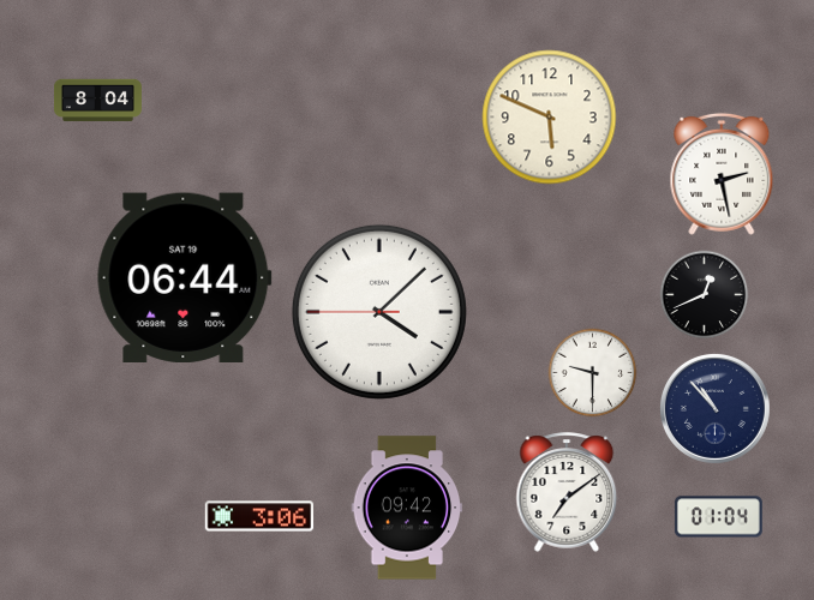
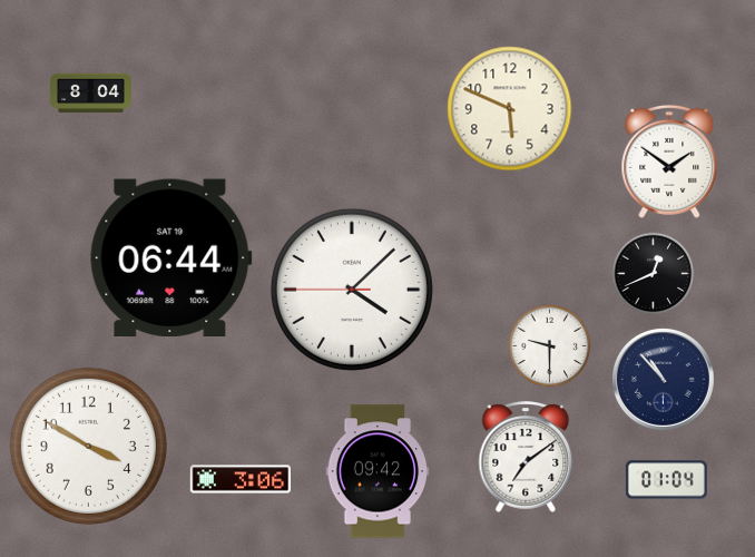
clock at (722, 174): 2:28 -> 1:51
clock at (88, 446): none -> 3:50
